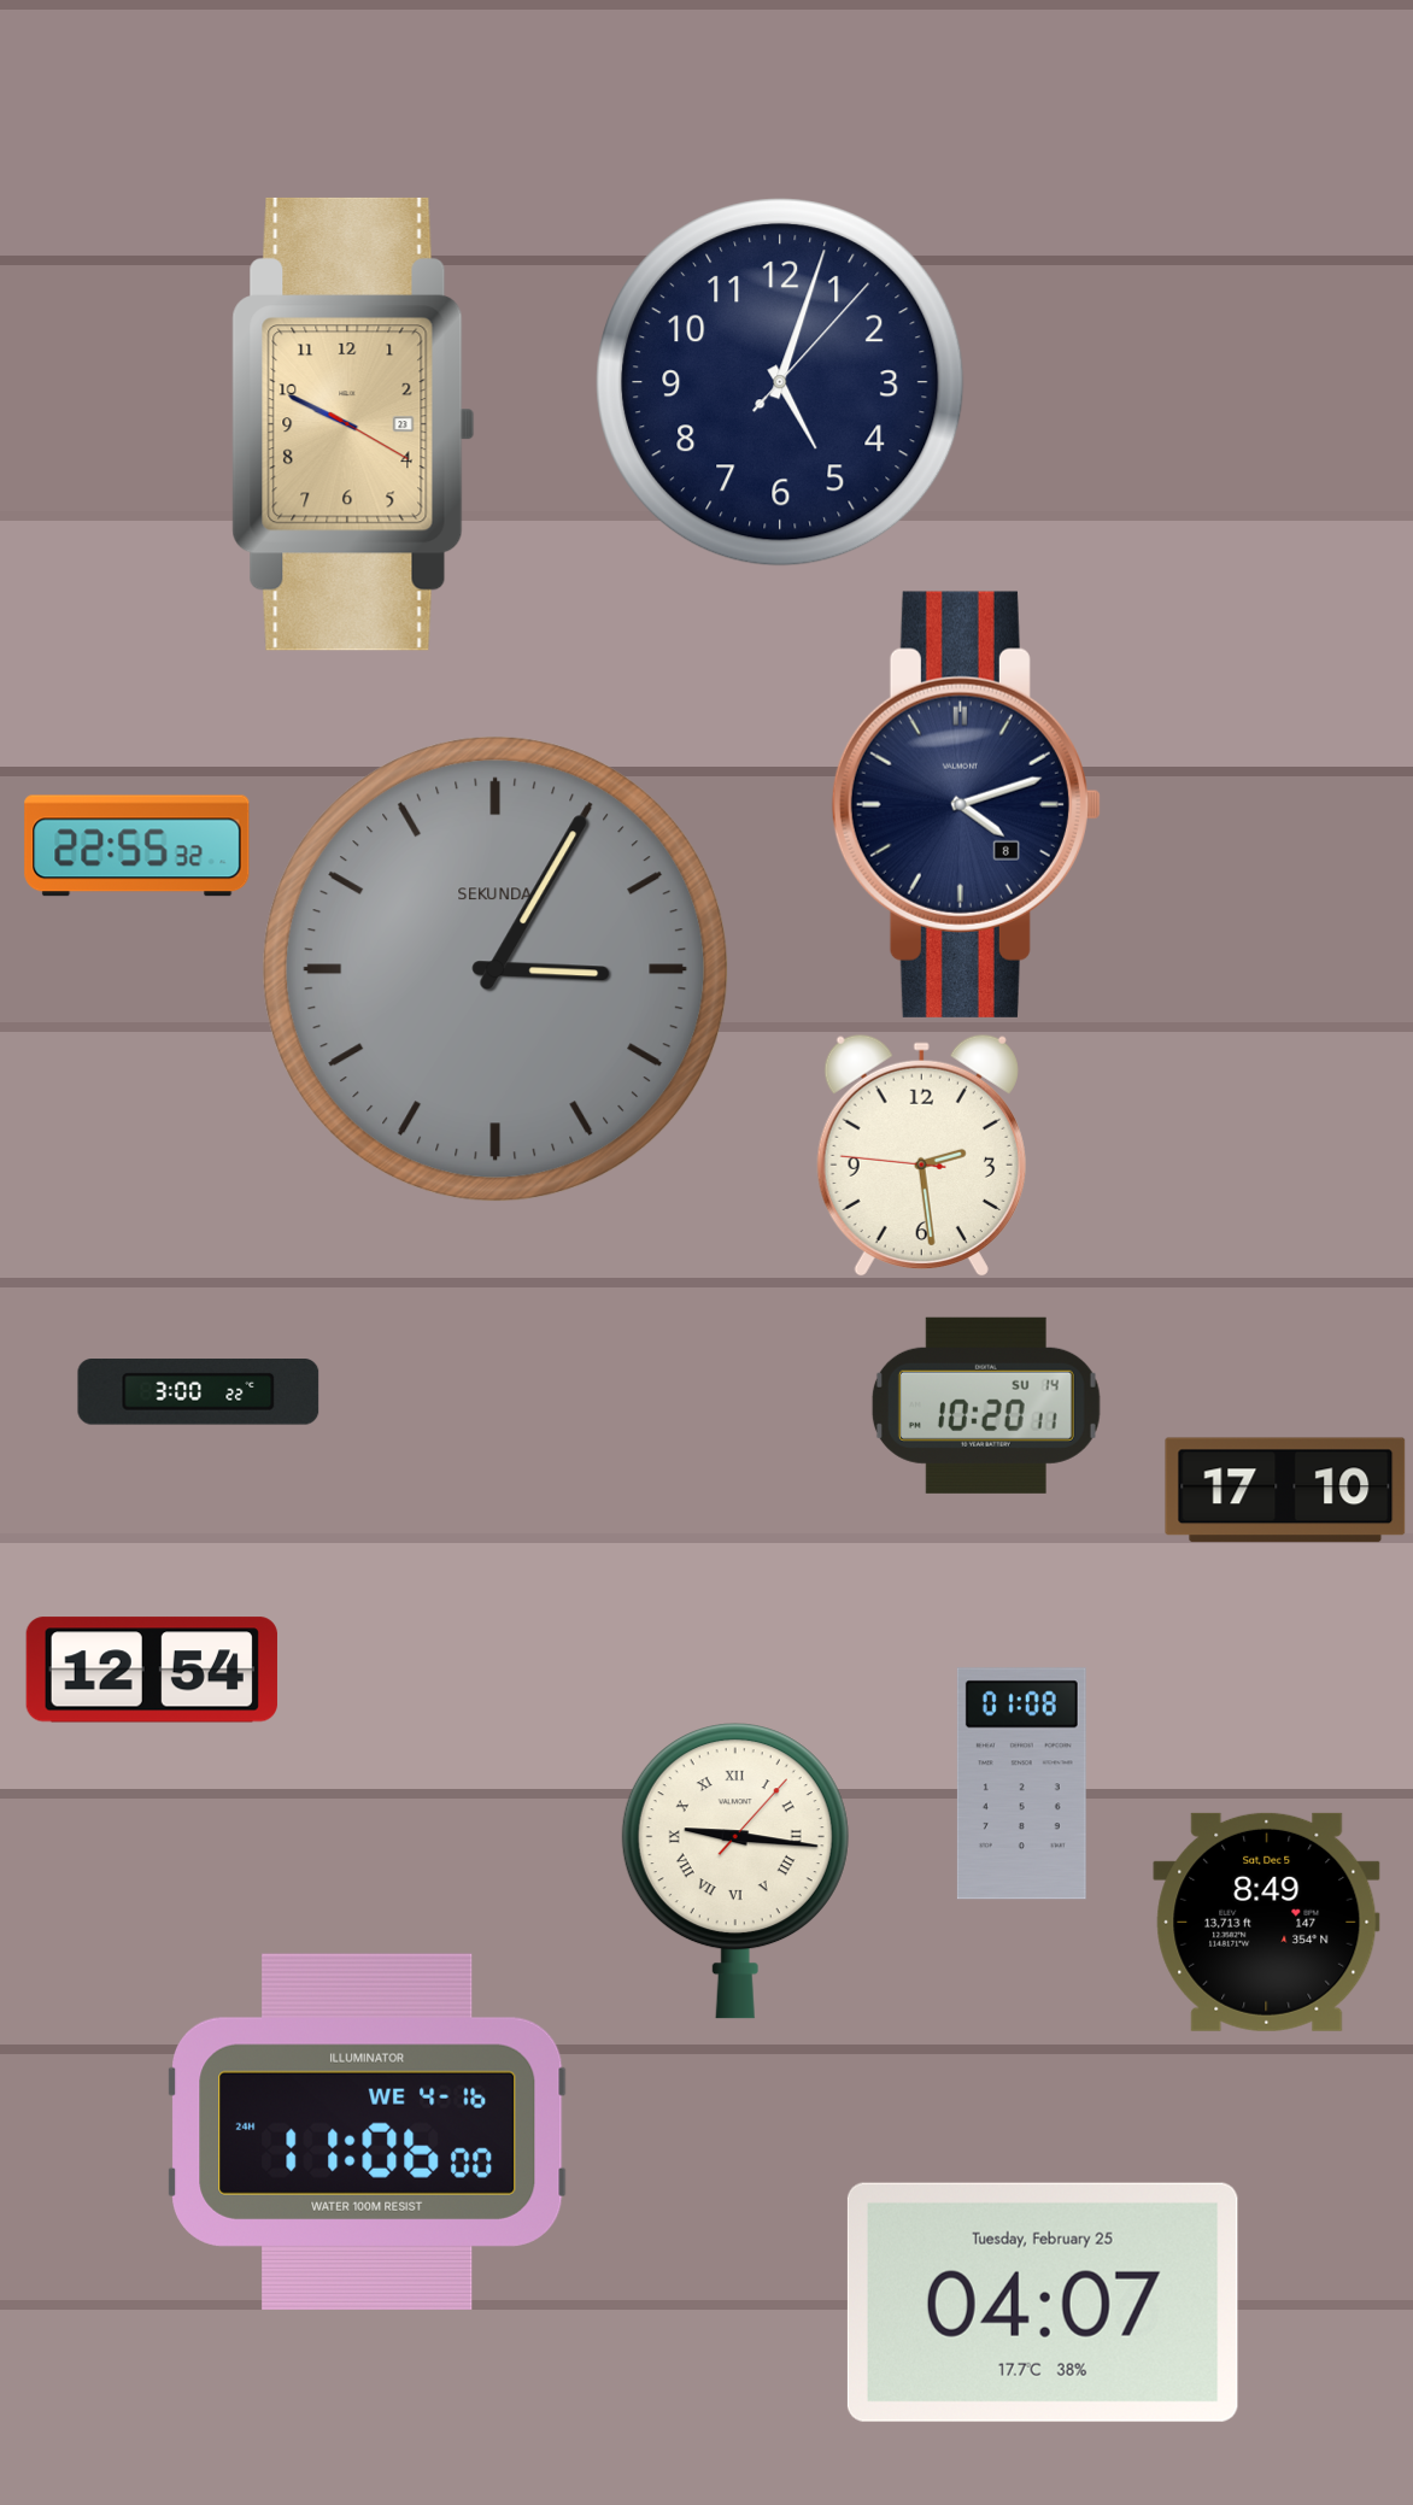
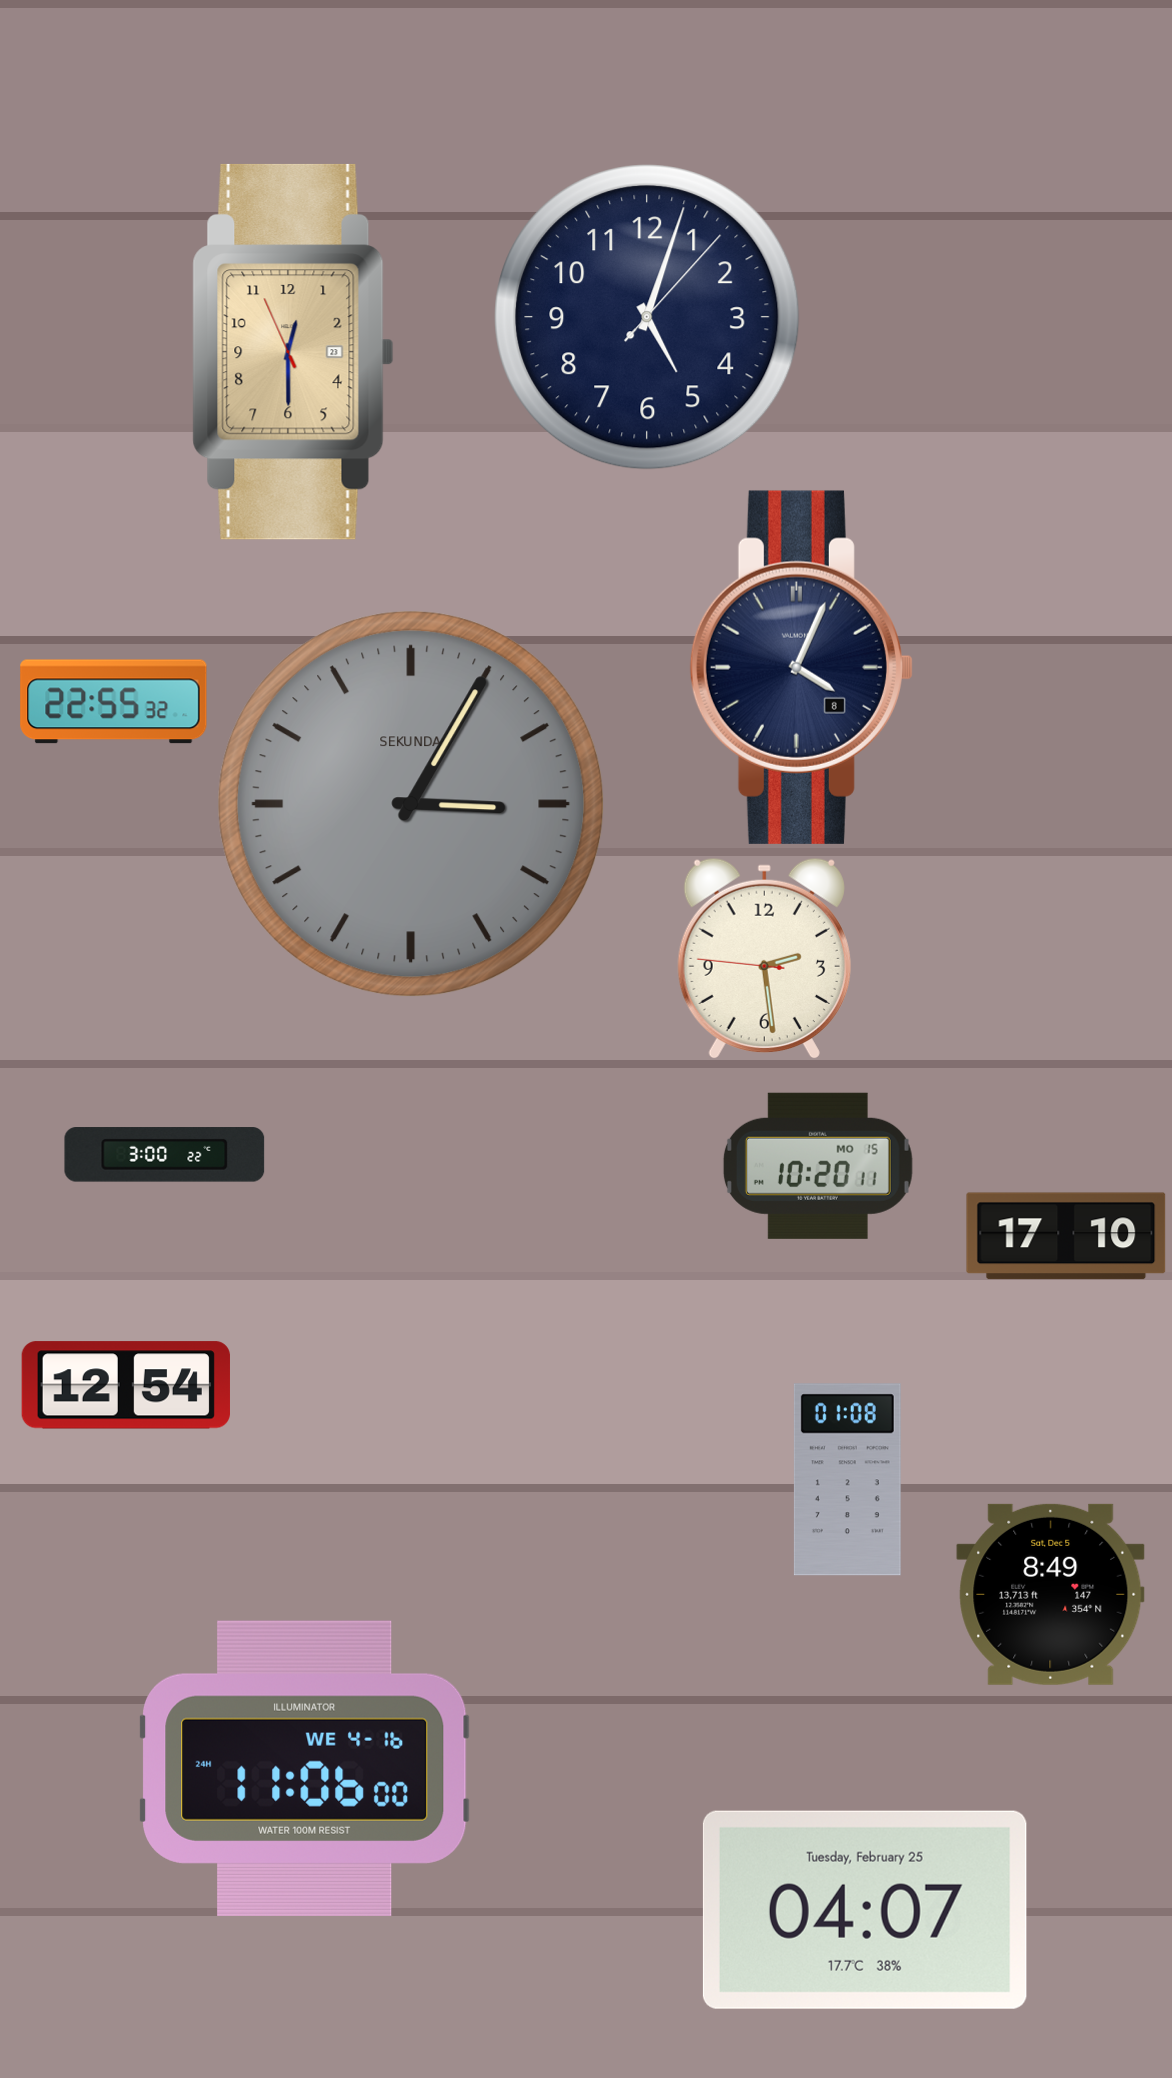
clock at (353, 424): 9:49 -> 12:29
clock at (966, 804): 4:12 -> 4:04
clock at (986, 1406) date: SU 14 -> MO 15
clock at (735, 1871): 9:16 -> none
